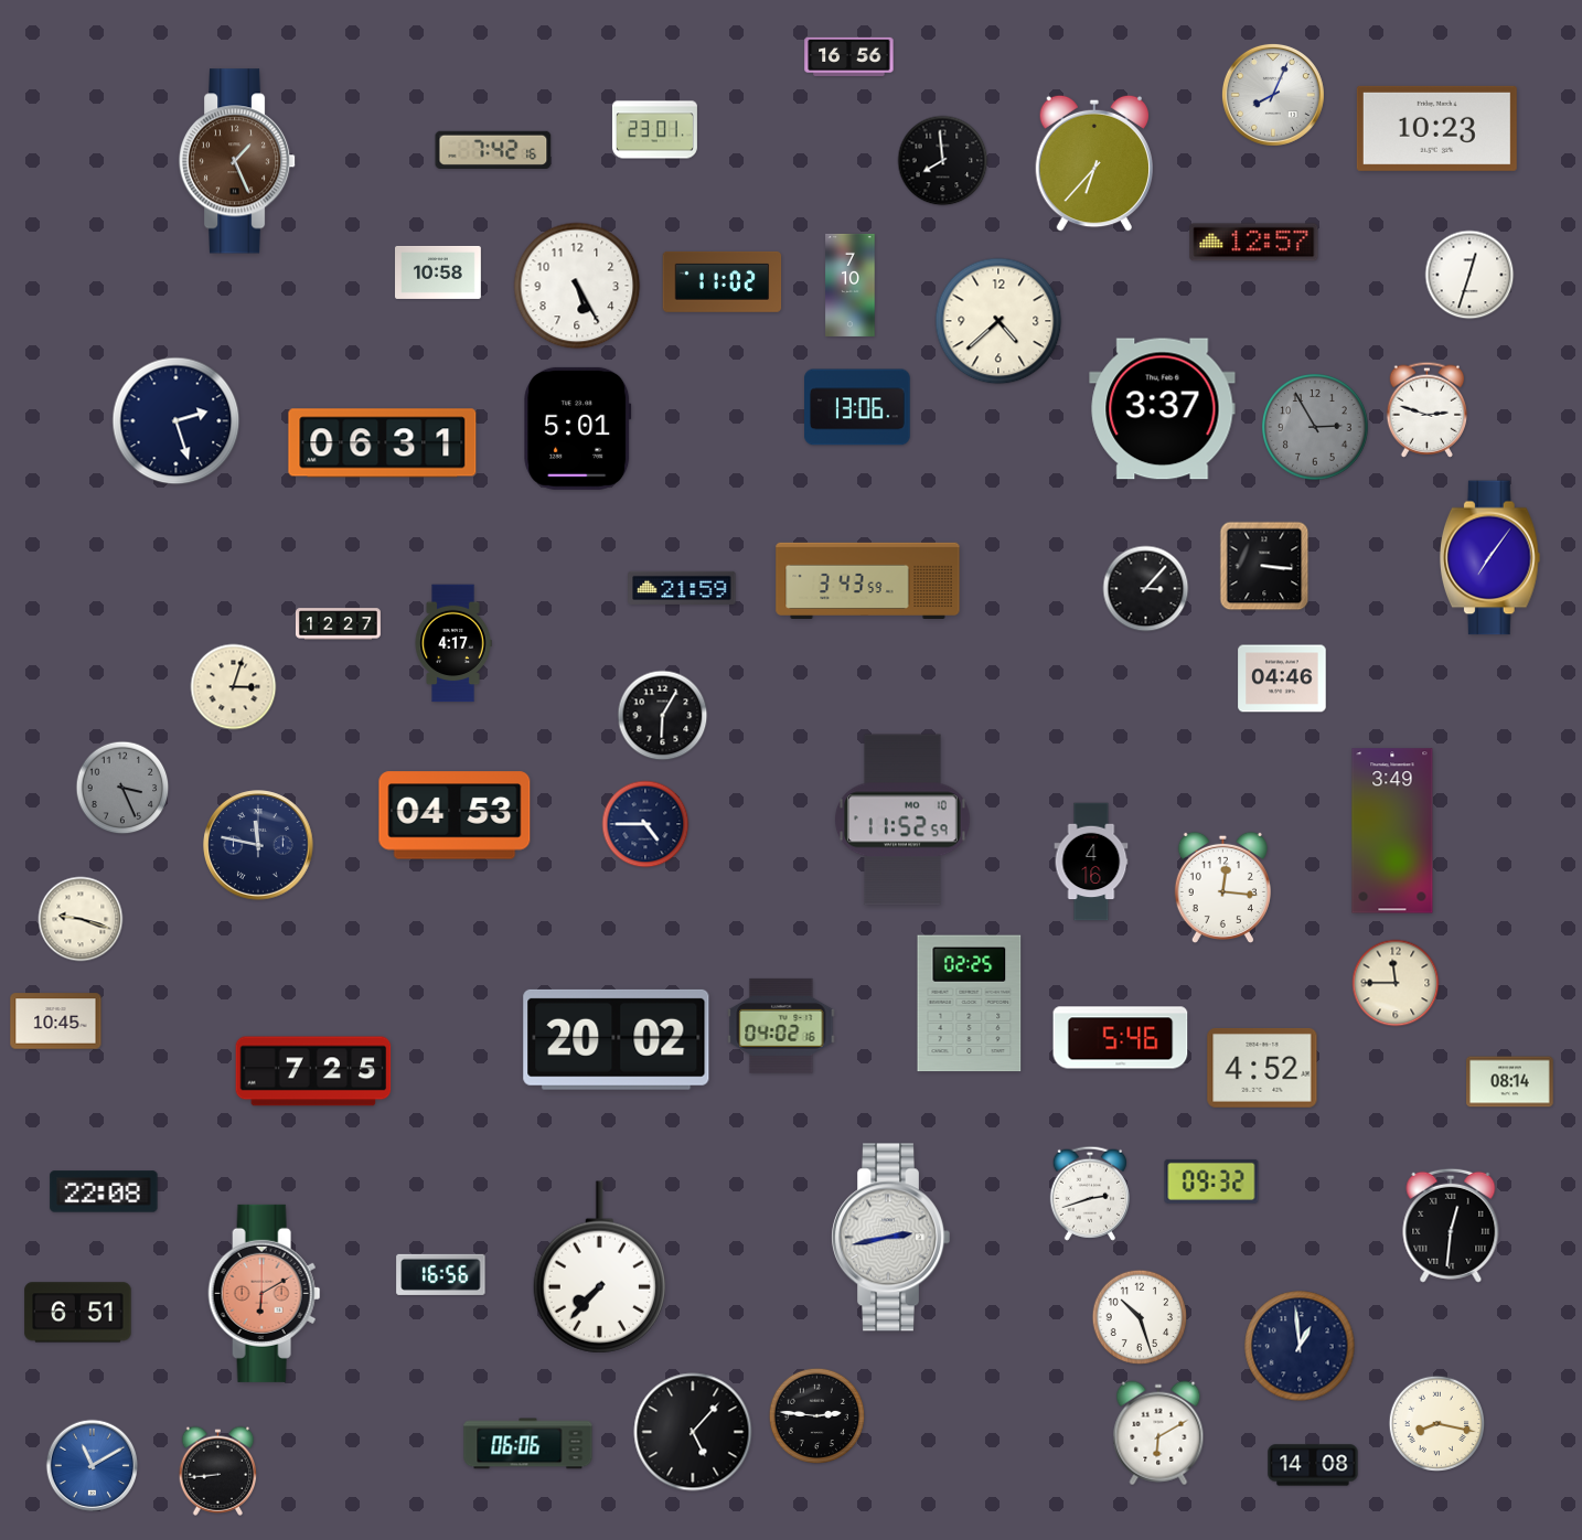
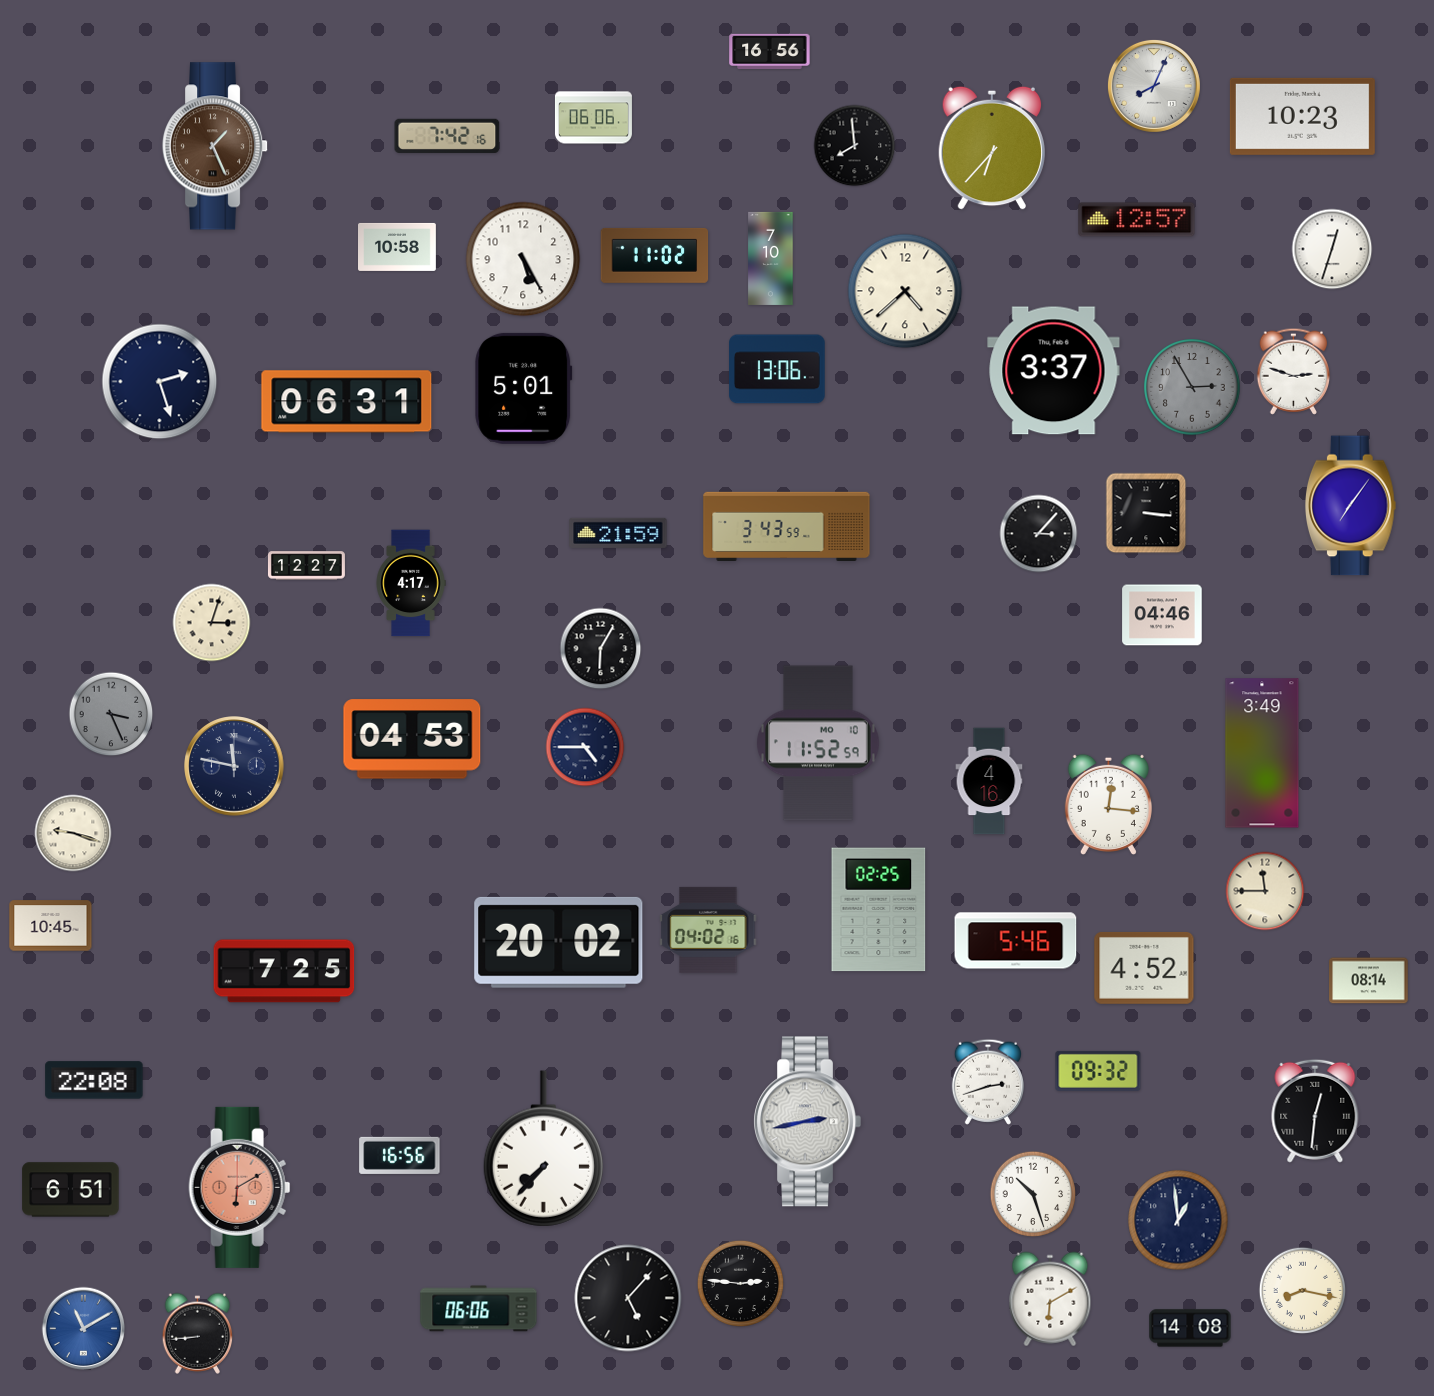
clock at (654, 130): 23:01 -> 06:06
clock at (265, 1293) position: (265, 1293) -> (240, 1187)
